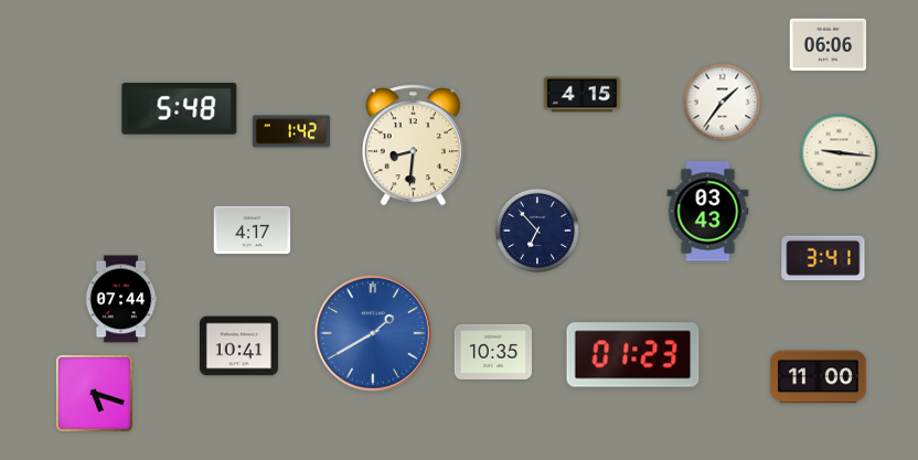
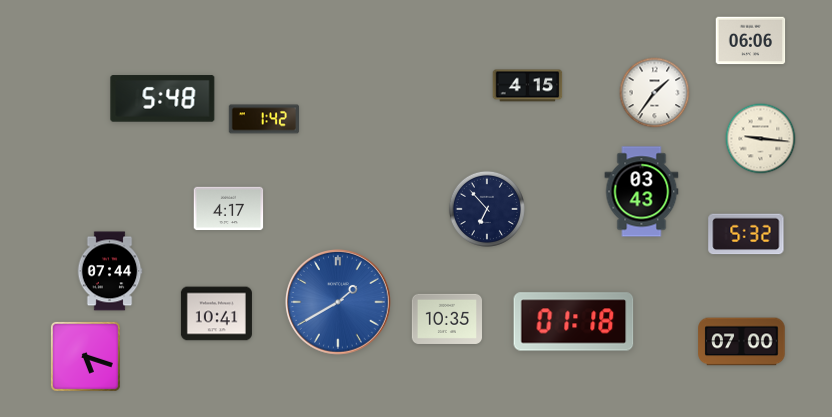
clock at (413, 146): 8:31 -> none
clock at (823, 258): 3:41 -> 5:32
clock at (633, 355): 01:23 -> 01:18
clock at (819, 377): 11:00 -> 07:00
